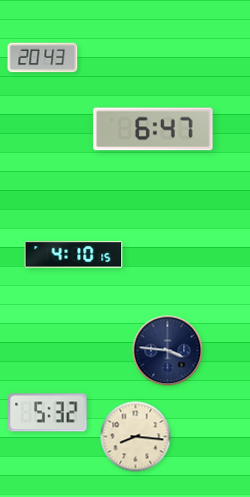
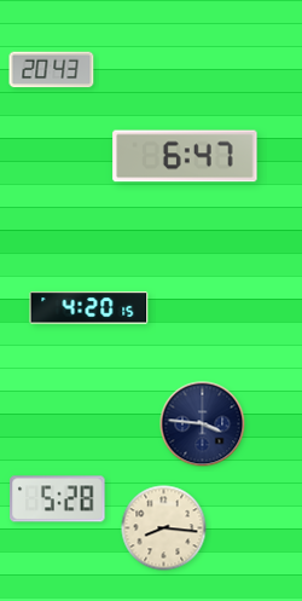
clock at (74, 255): 4:10 -> 4:20
clock at (48, 413): 5:32 -> 5:28
